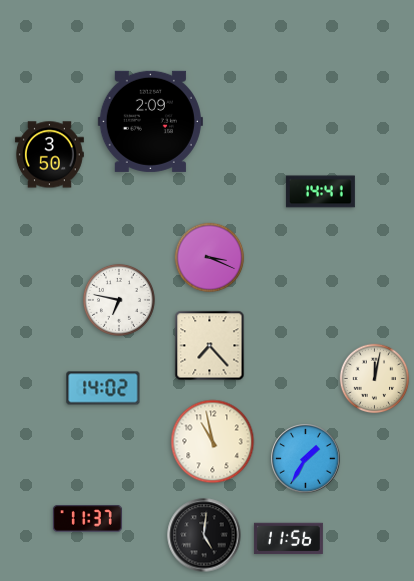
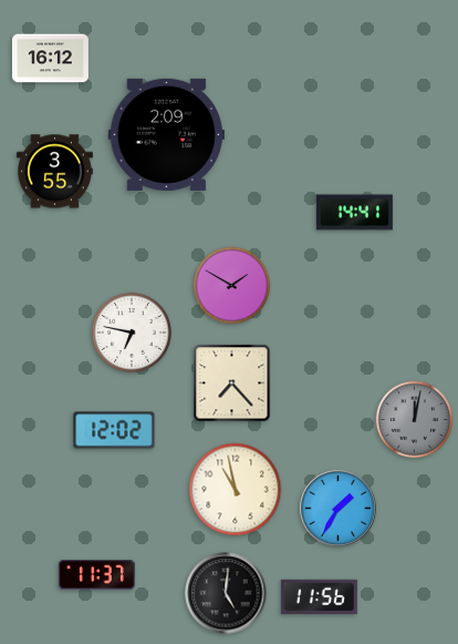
clock at (50, 59): none -> 16:12
clock at (49, 155): 3:50 -> 3:55
clock at (210, 258): 3:19 -> 1:50
clock at (375, 379) dial: cream -> grey
clock at (103, 388): 14:02 -> 12:02
